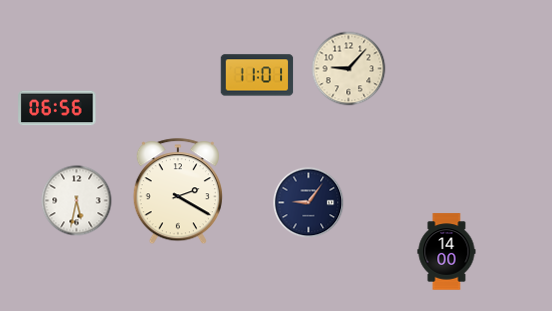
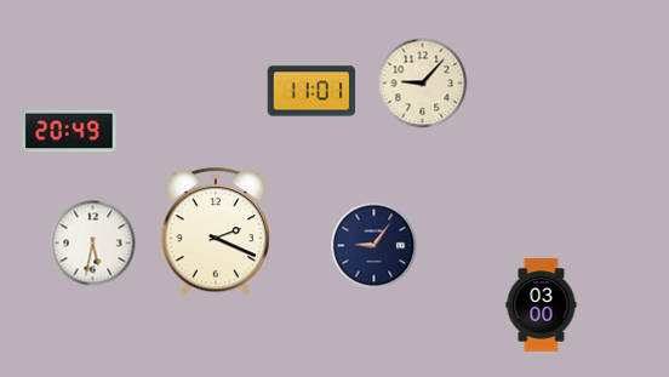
clock at (57, 108): 06:56 -> 20:49
clock at (178, 192): 2:20 -> 2:19
clock at (447, 252): 14:00 -> 03:00
